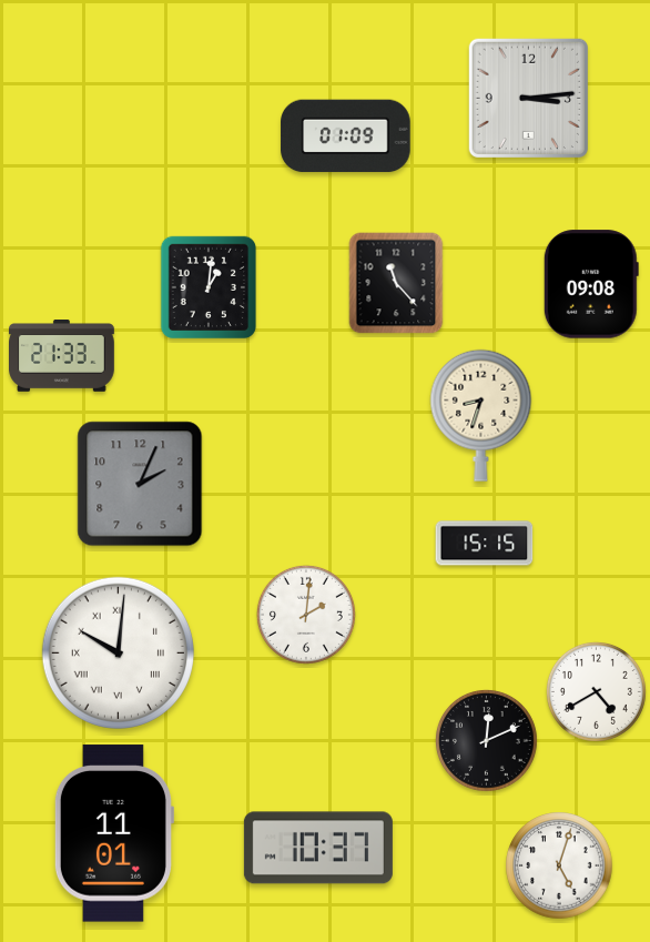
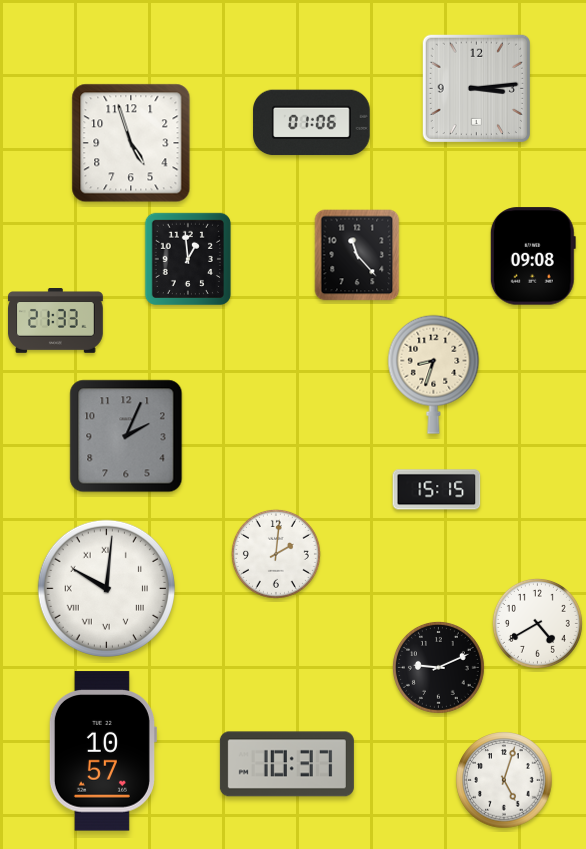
clock at (346, 136): 01:09 -> 01:06
clock at (131, 143): none -> 4:57
clock at (209, 286): 1:01 -> 12:59
clock at (487, 741): 12:11 -> 9:11
clock at (113, 833): 11:01 -> 10:57
